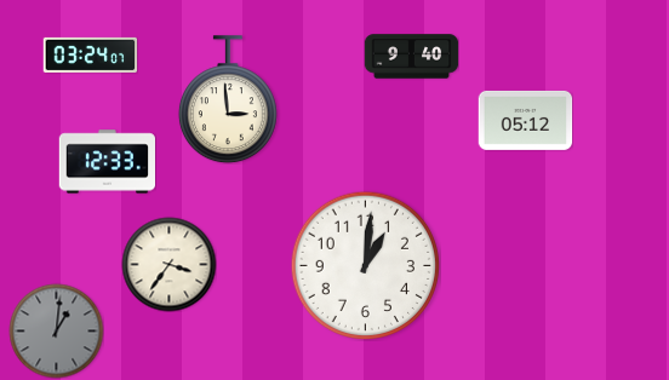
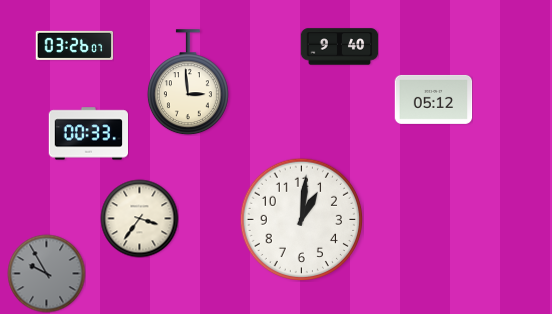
clock at (90, 54): 03:24 -> 03:26
clock at (107, 162): 12:33 -> 00:33
clock at (56, 330): 1:01 -> 9:55
